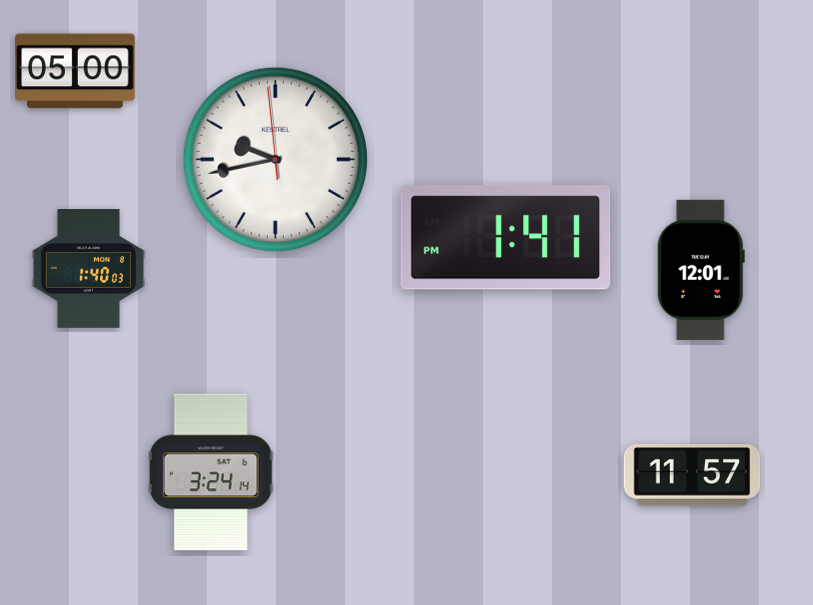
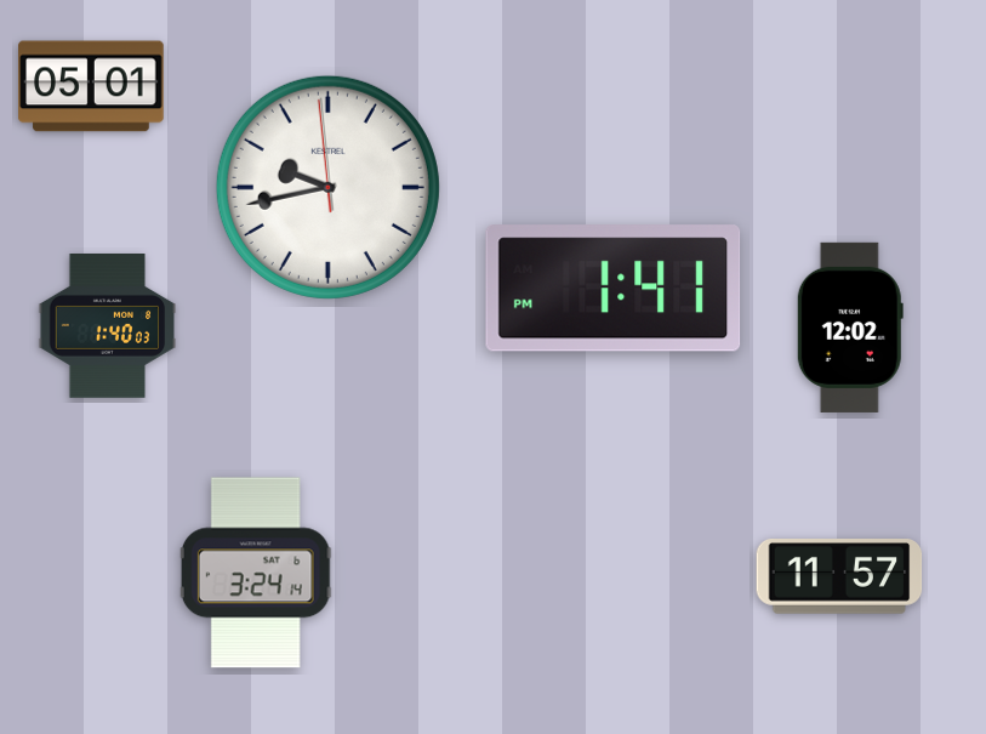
clock at (75, 71): 05:00 -> 05:01
clock at (275, 159) position: (275, 159) -> (327, 187)
clock at (701, 270): 12:01 -> 12:02
